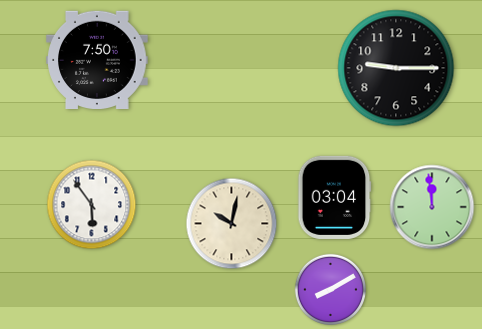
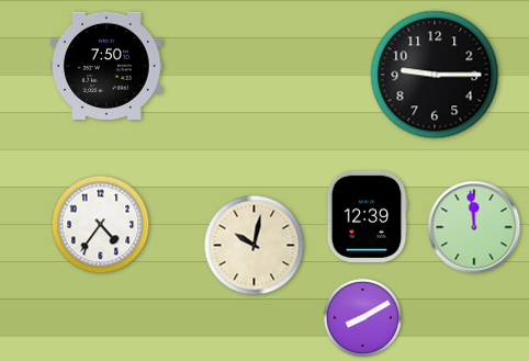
clock at (335, 197): 03:04 -> 12:39
clock at (92, 205): 5:54 -> 4:36
